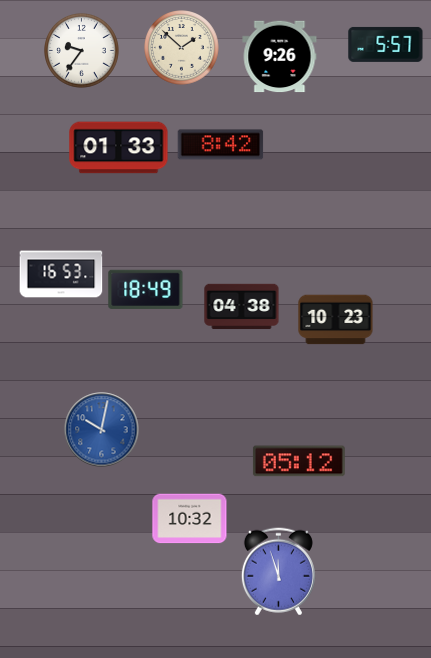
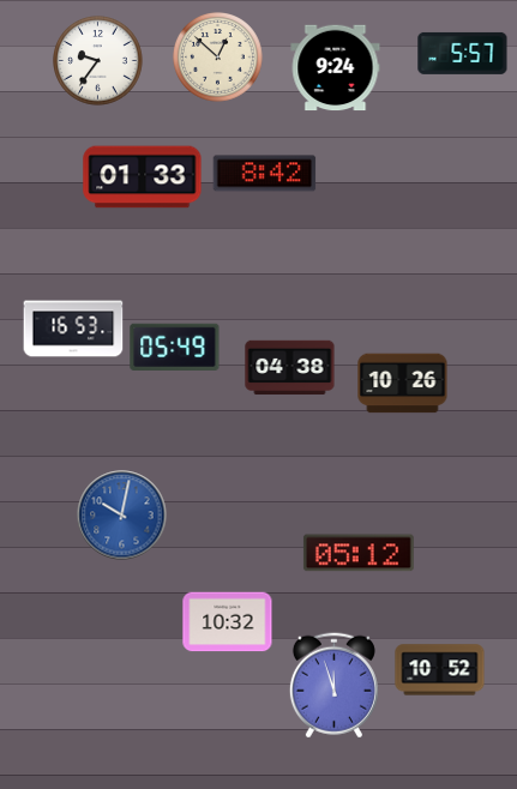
clock at (182, 48): 1:52 -> 12:52
clock at (280, 57): 9:26 -> 9:24
clock at (146, 289): 18:49 -> 05:49
clock at (336, 320): 10:23 -> 10:26
clock at (440, 670): none -> 10:52
